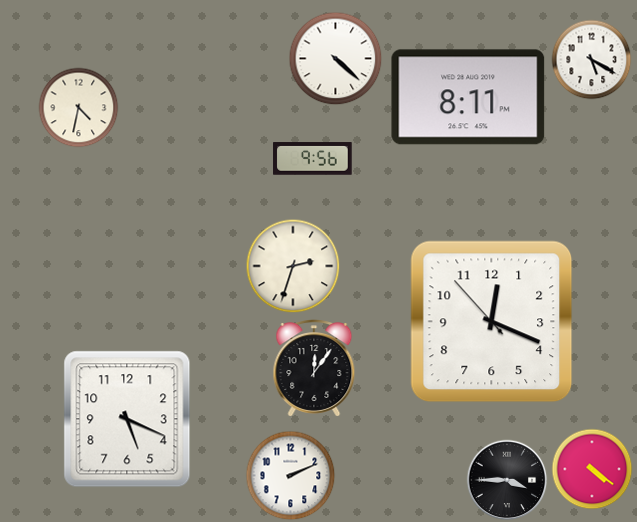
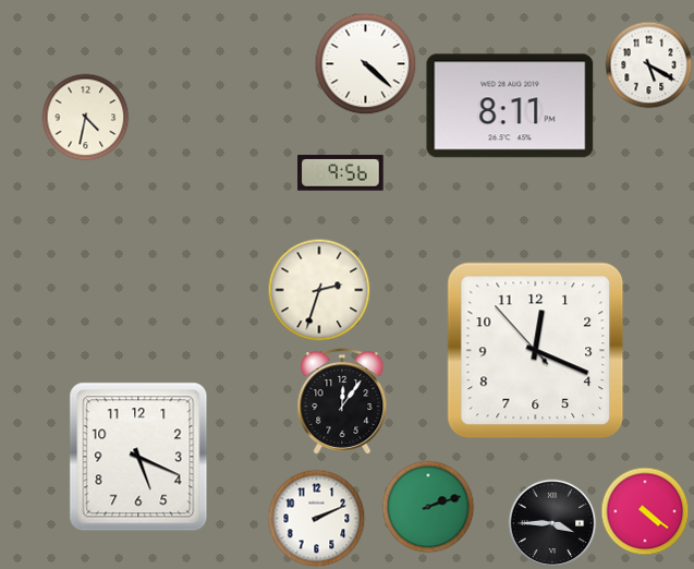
clock at (592, 60) position: (592, 60) -> (649, 65)
clock at (428, 507): none -> 2:12
